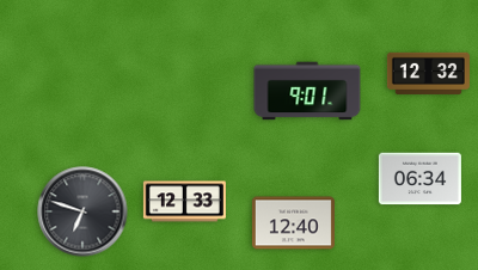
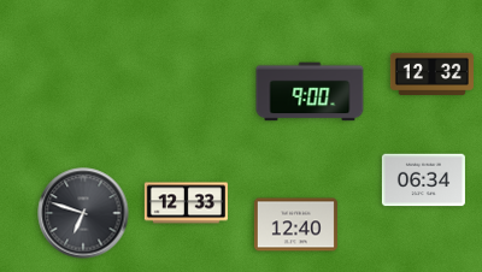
clock at (307, 91): 9:01 -> 9:00
